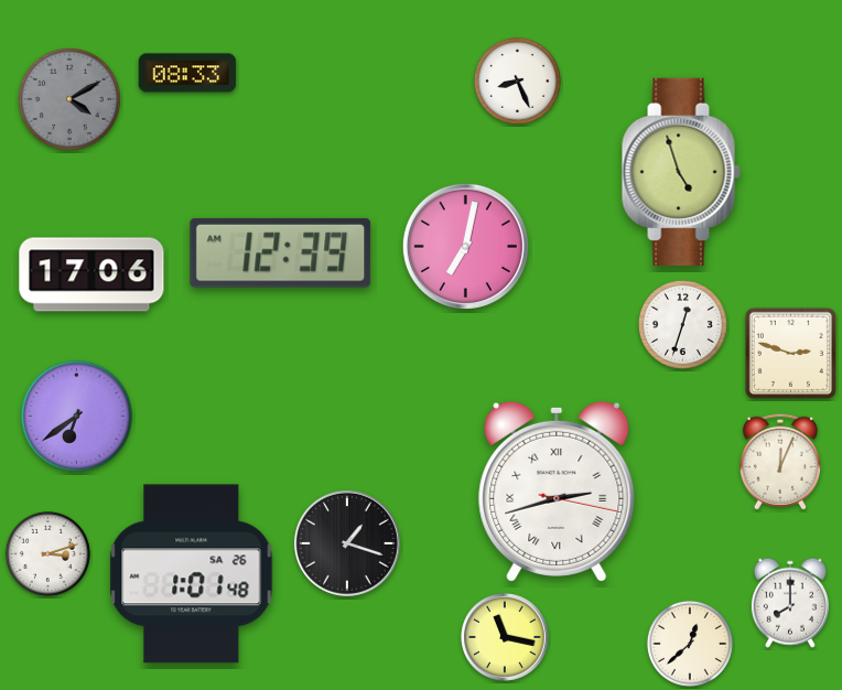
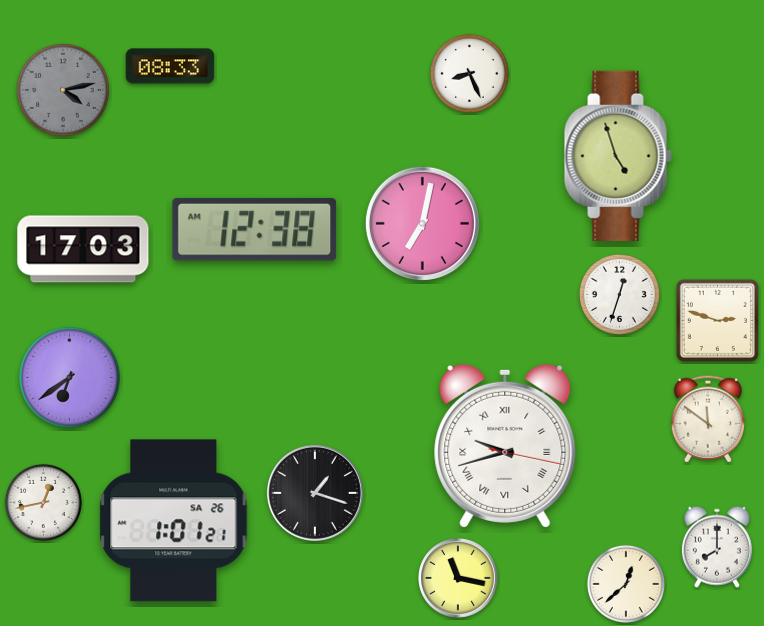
clock at (71, 100): 4:10 -> 4:13
clock at (281, 252): 12:39 -> 12:38
clock at (91, 274): 17:06 -> 17:03
clock at (780, 462): 12:04 -> 11:51
clock at (557, 492): 2:42 -> 9:42
clock at (47, 553): 3:12 -> 12:43
clock at (192, 574): 1:01:48 -> 1:01:21
